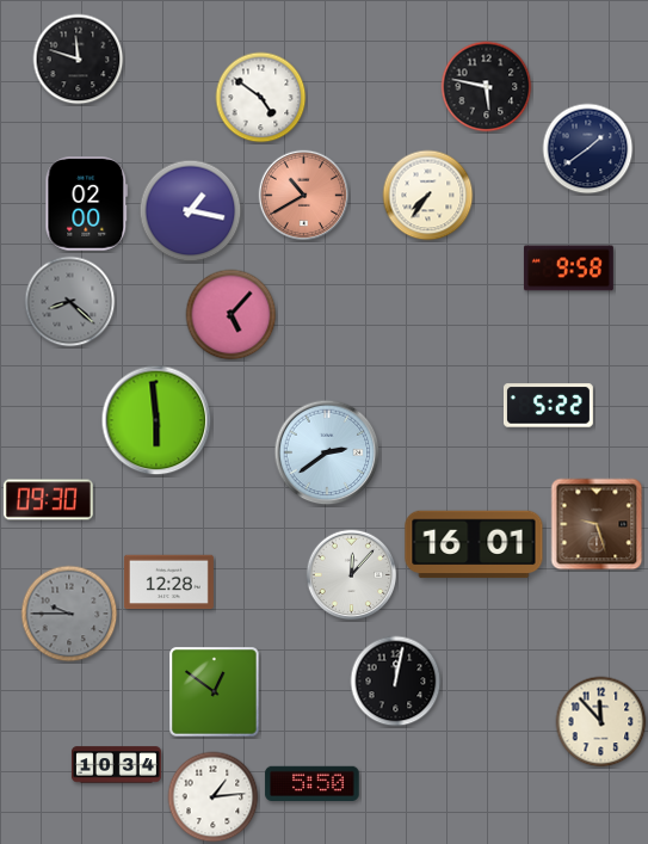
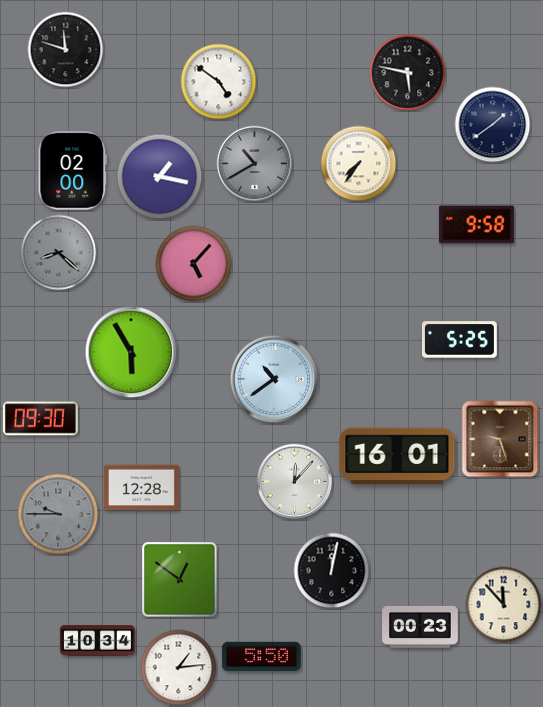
clock at (304, 196) dial: salmon -> grey
clock at (548, 406): 5:22 -> 5:25
clock at (156, 420): 5:59 -> 5:55
clock at (327, 452): 2:39 -> 10:39
clock at (421, 627): none -> 00:23
